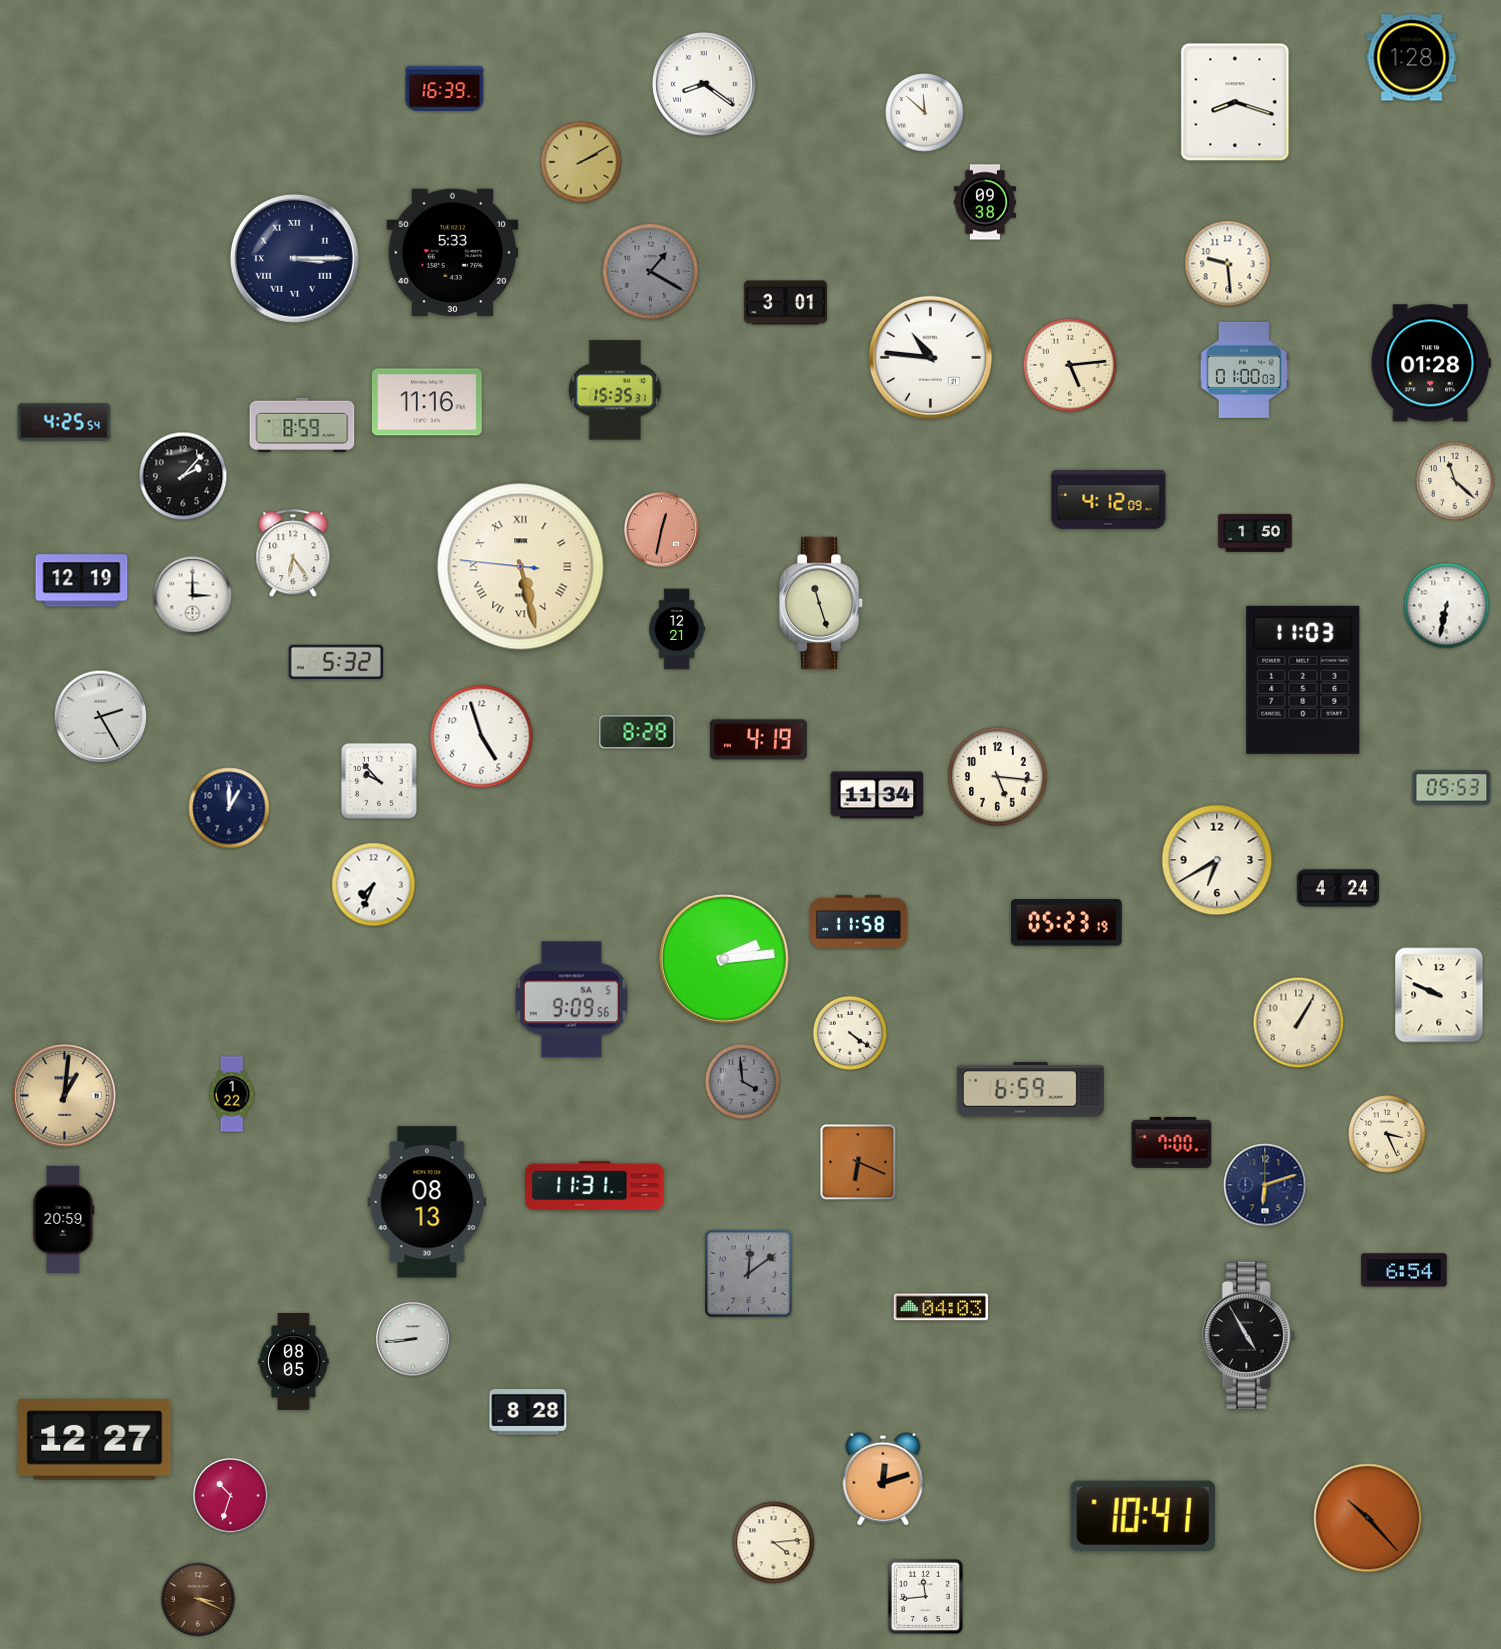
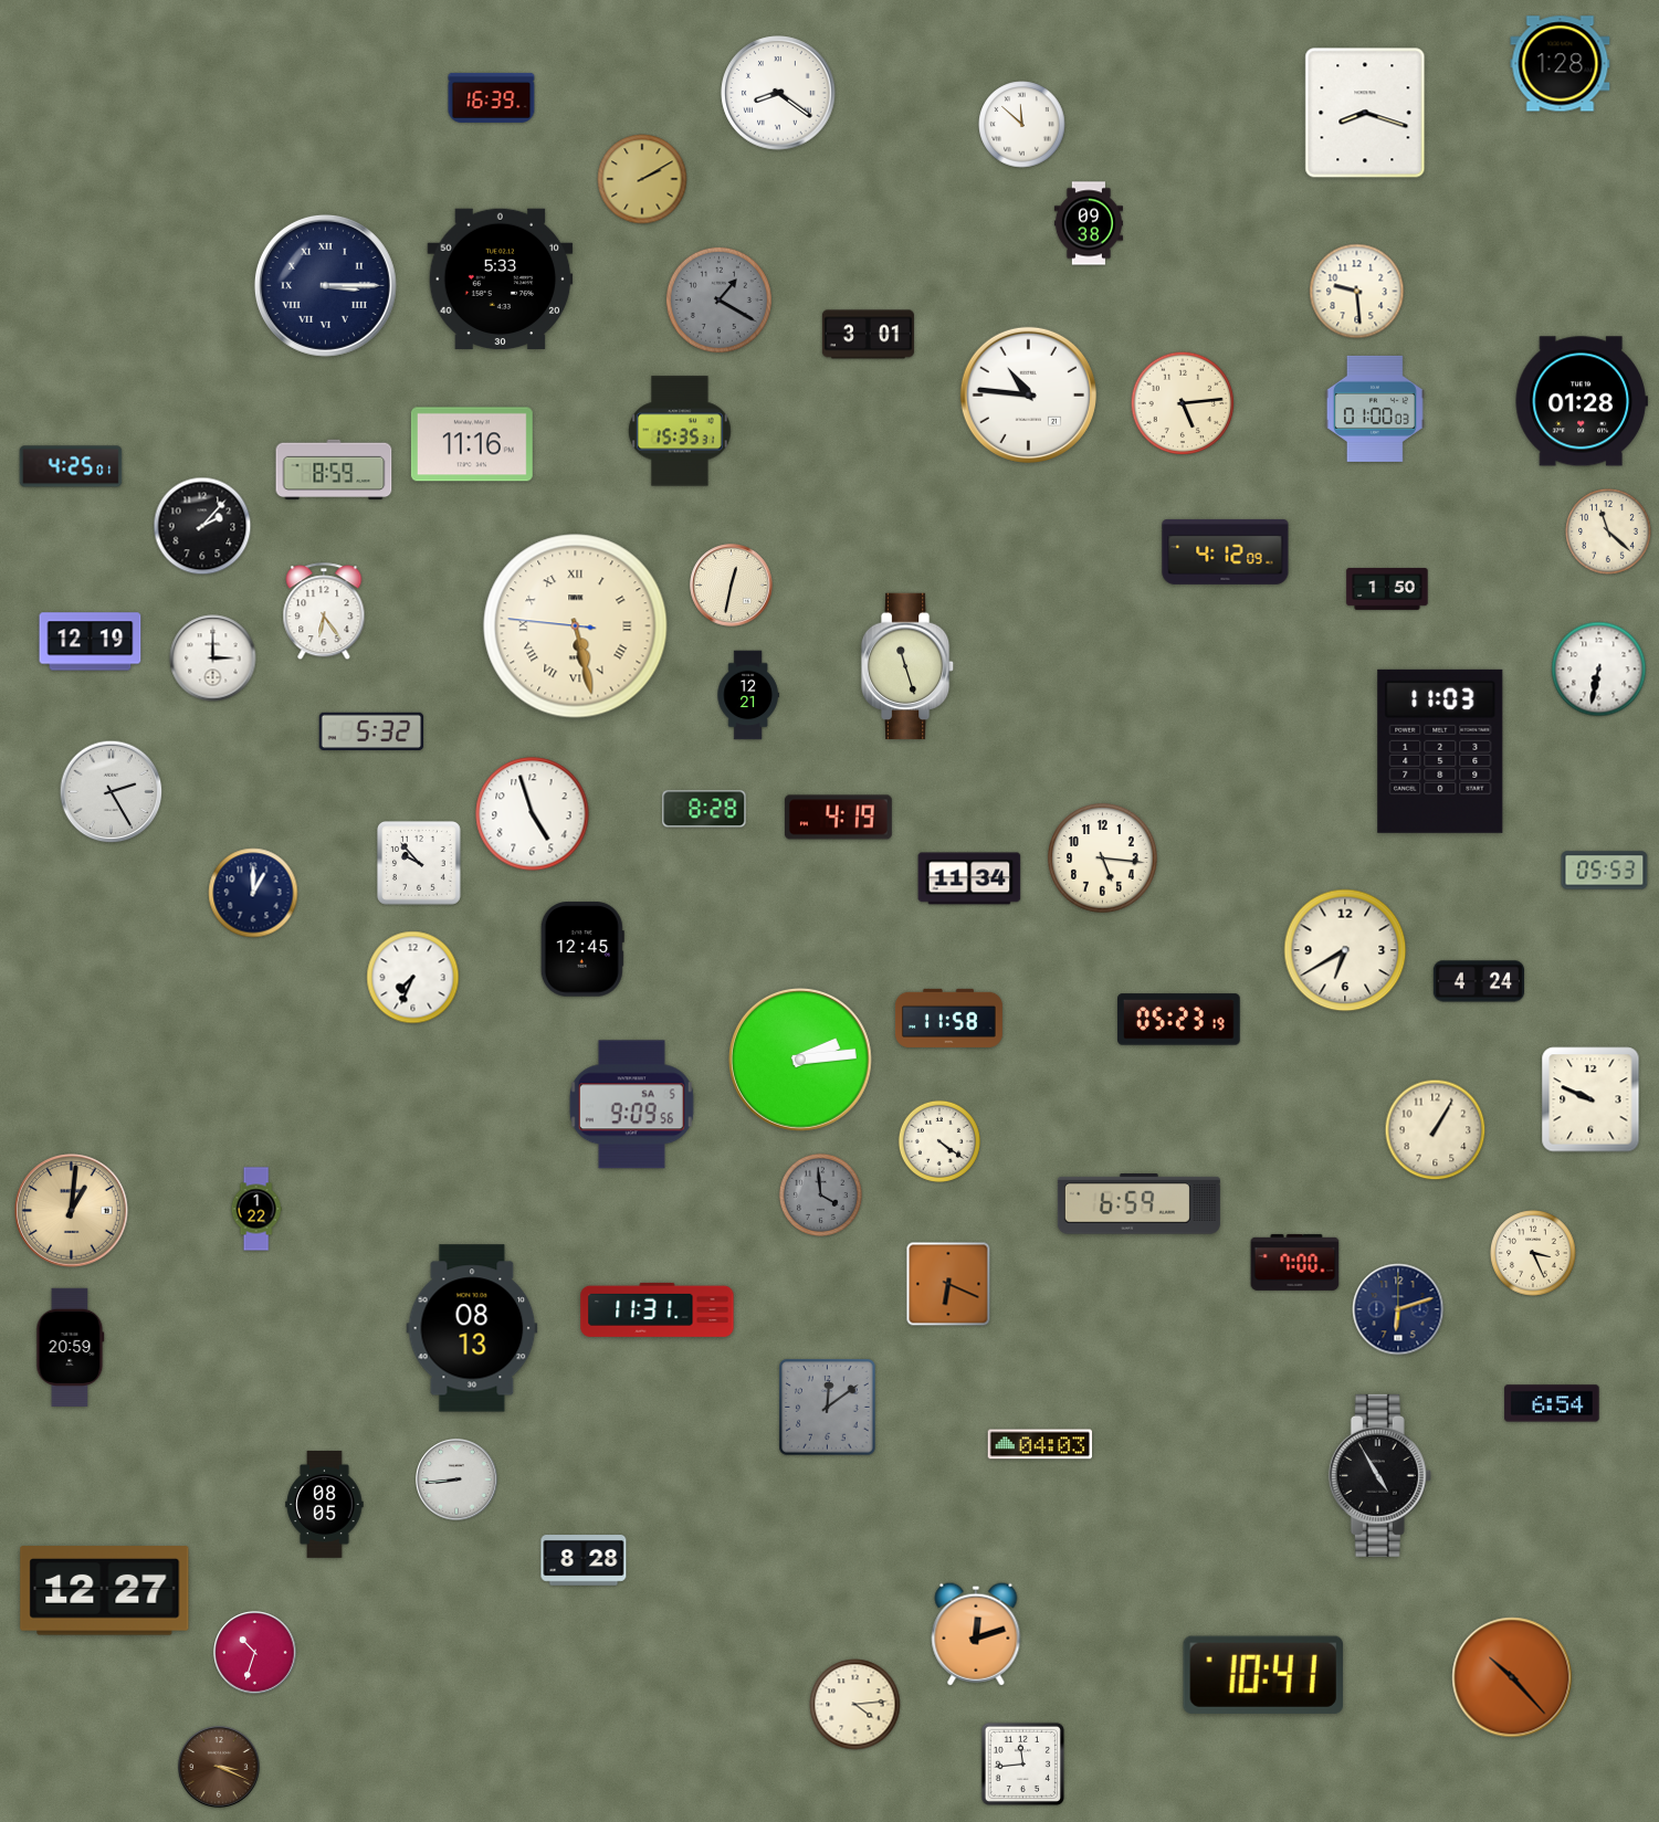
clock at (64, 422): 4:25:54 -> 4:25:01
clock at (662, 530) dial: salmon -> cream
clock at (582, 949): none -> 12:45
